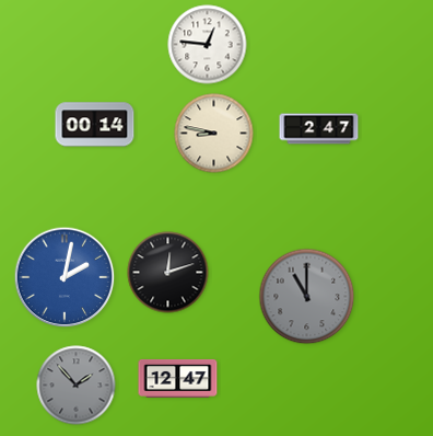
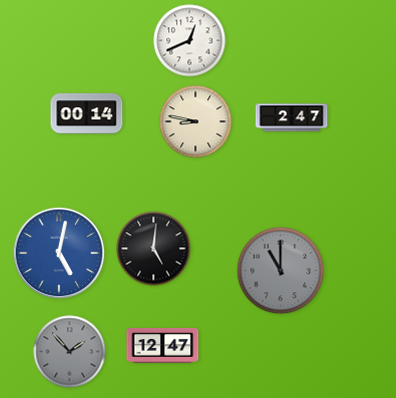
clock at (208, 45): 12:46 -> 12:41
clock at (168, 273): 12:12 -> 5:01
clock at (65, 277): 2:02 -> 5:02
